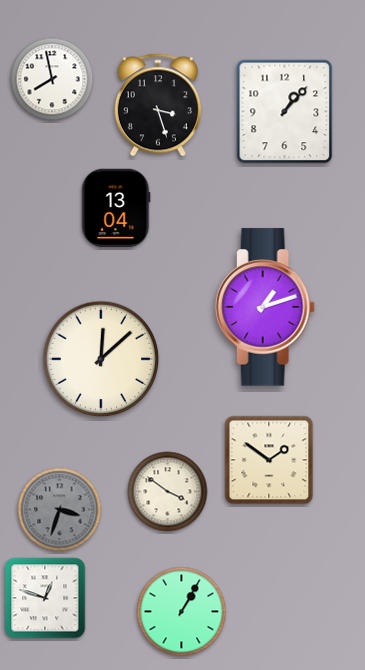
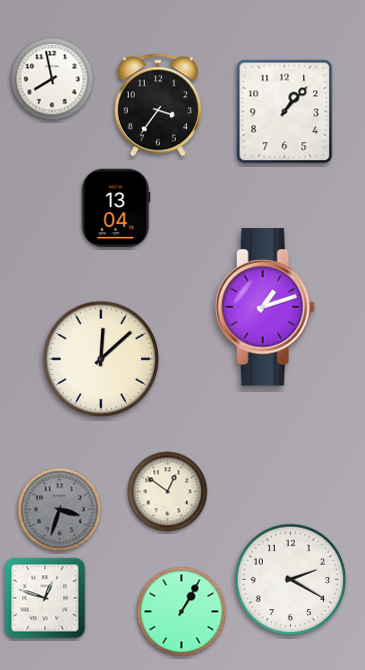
clock at (158, 105): 3:27 -> 3:36
clock at (269, 460): 1:51 -> none
clock at (168, 492): 3:51 -> 12:51
clock at (291, 580): none -> 2:20
